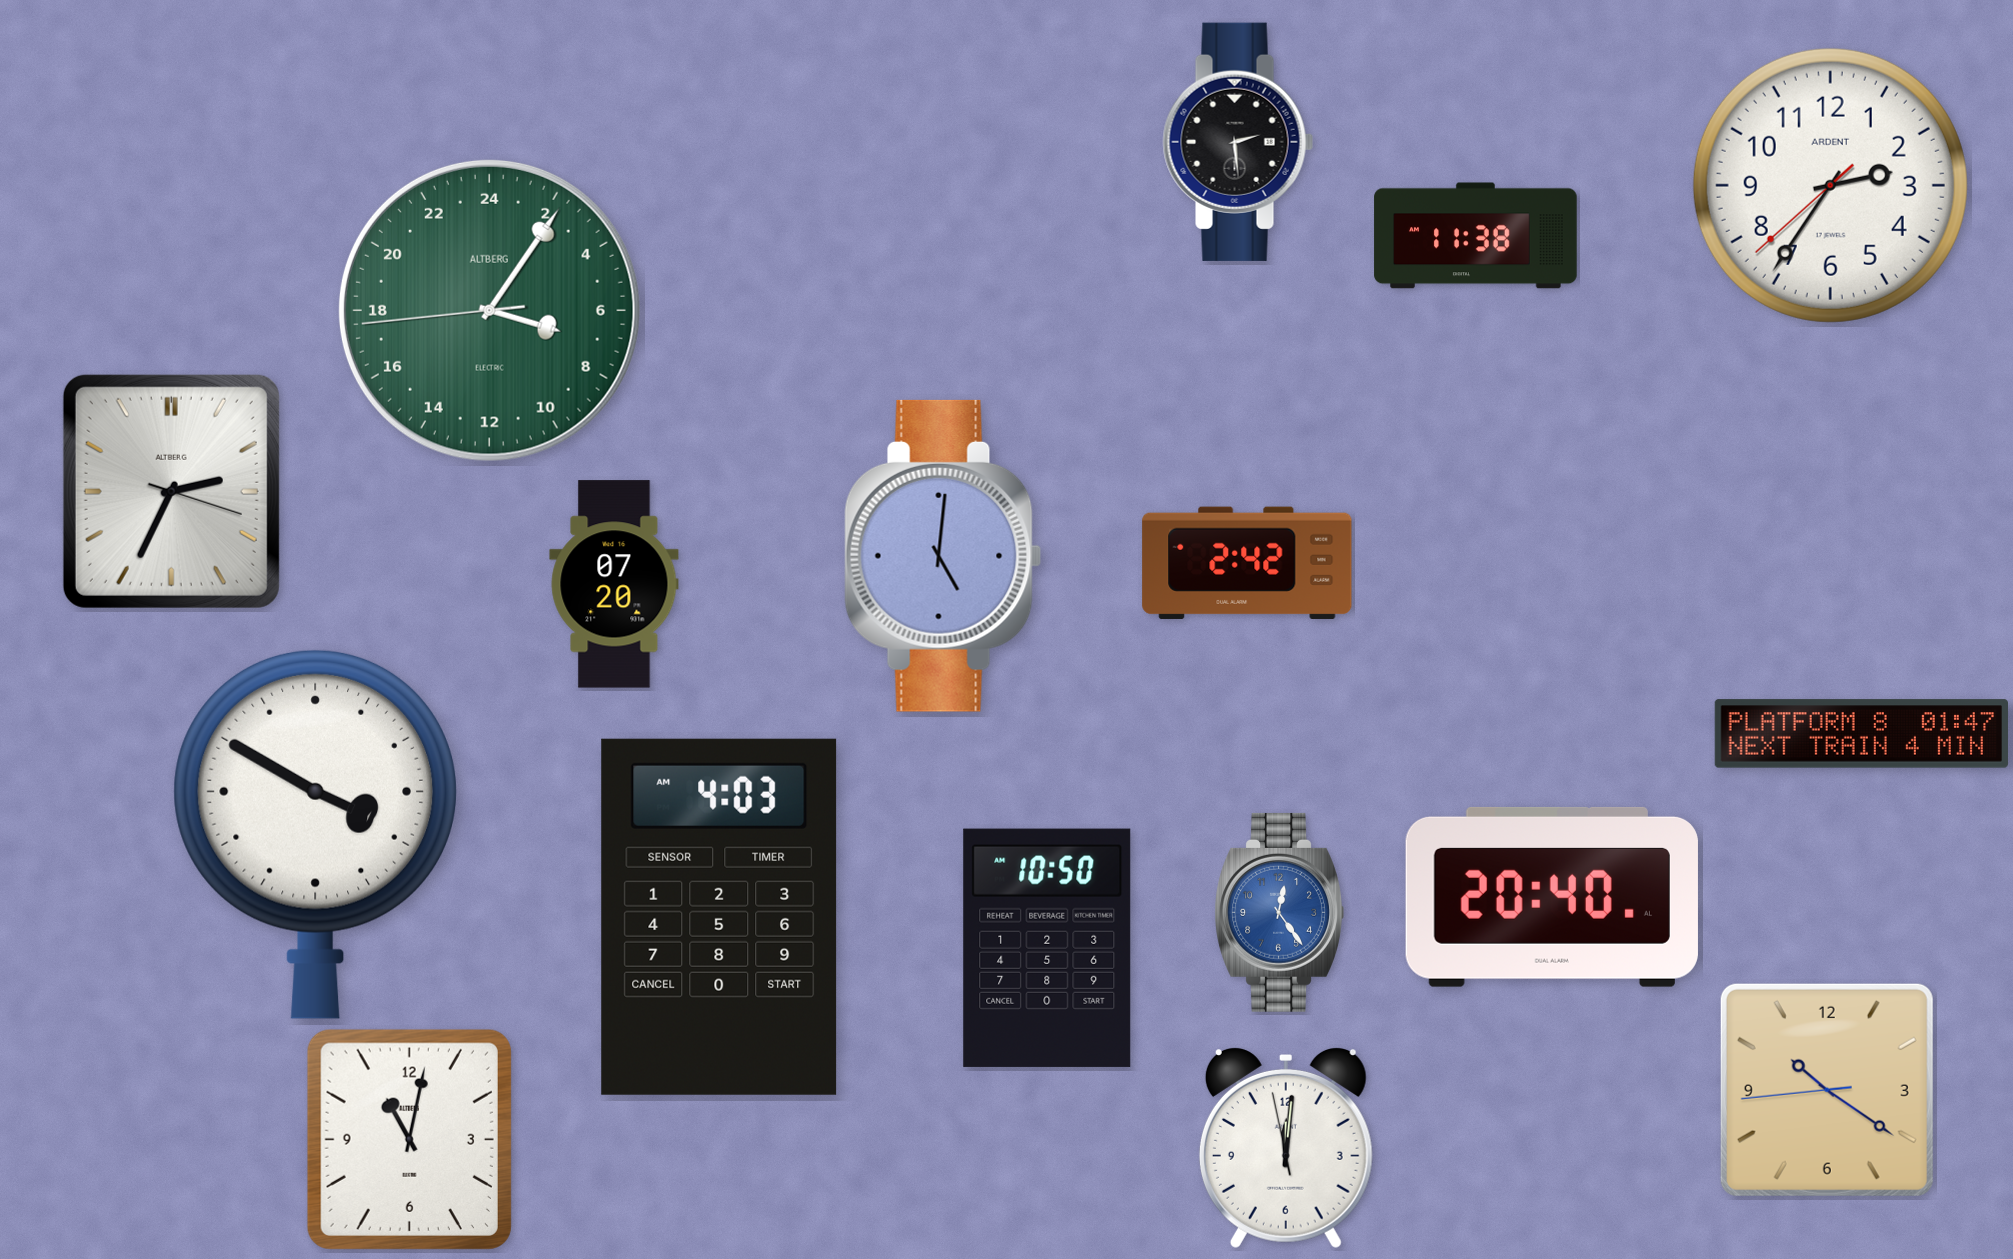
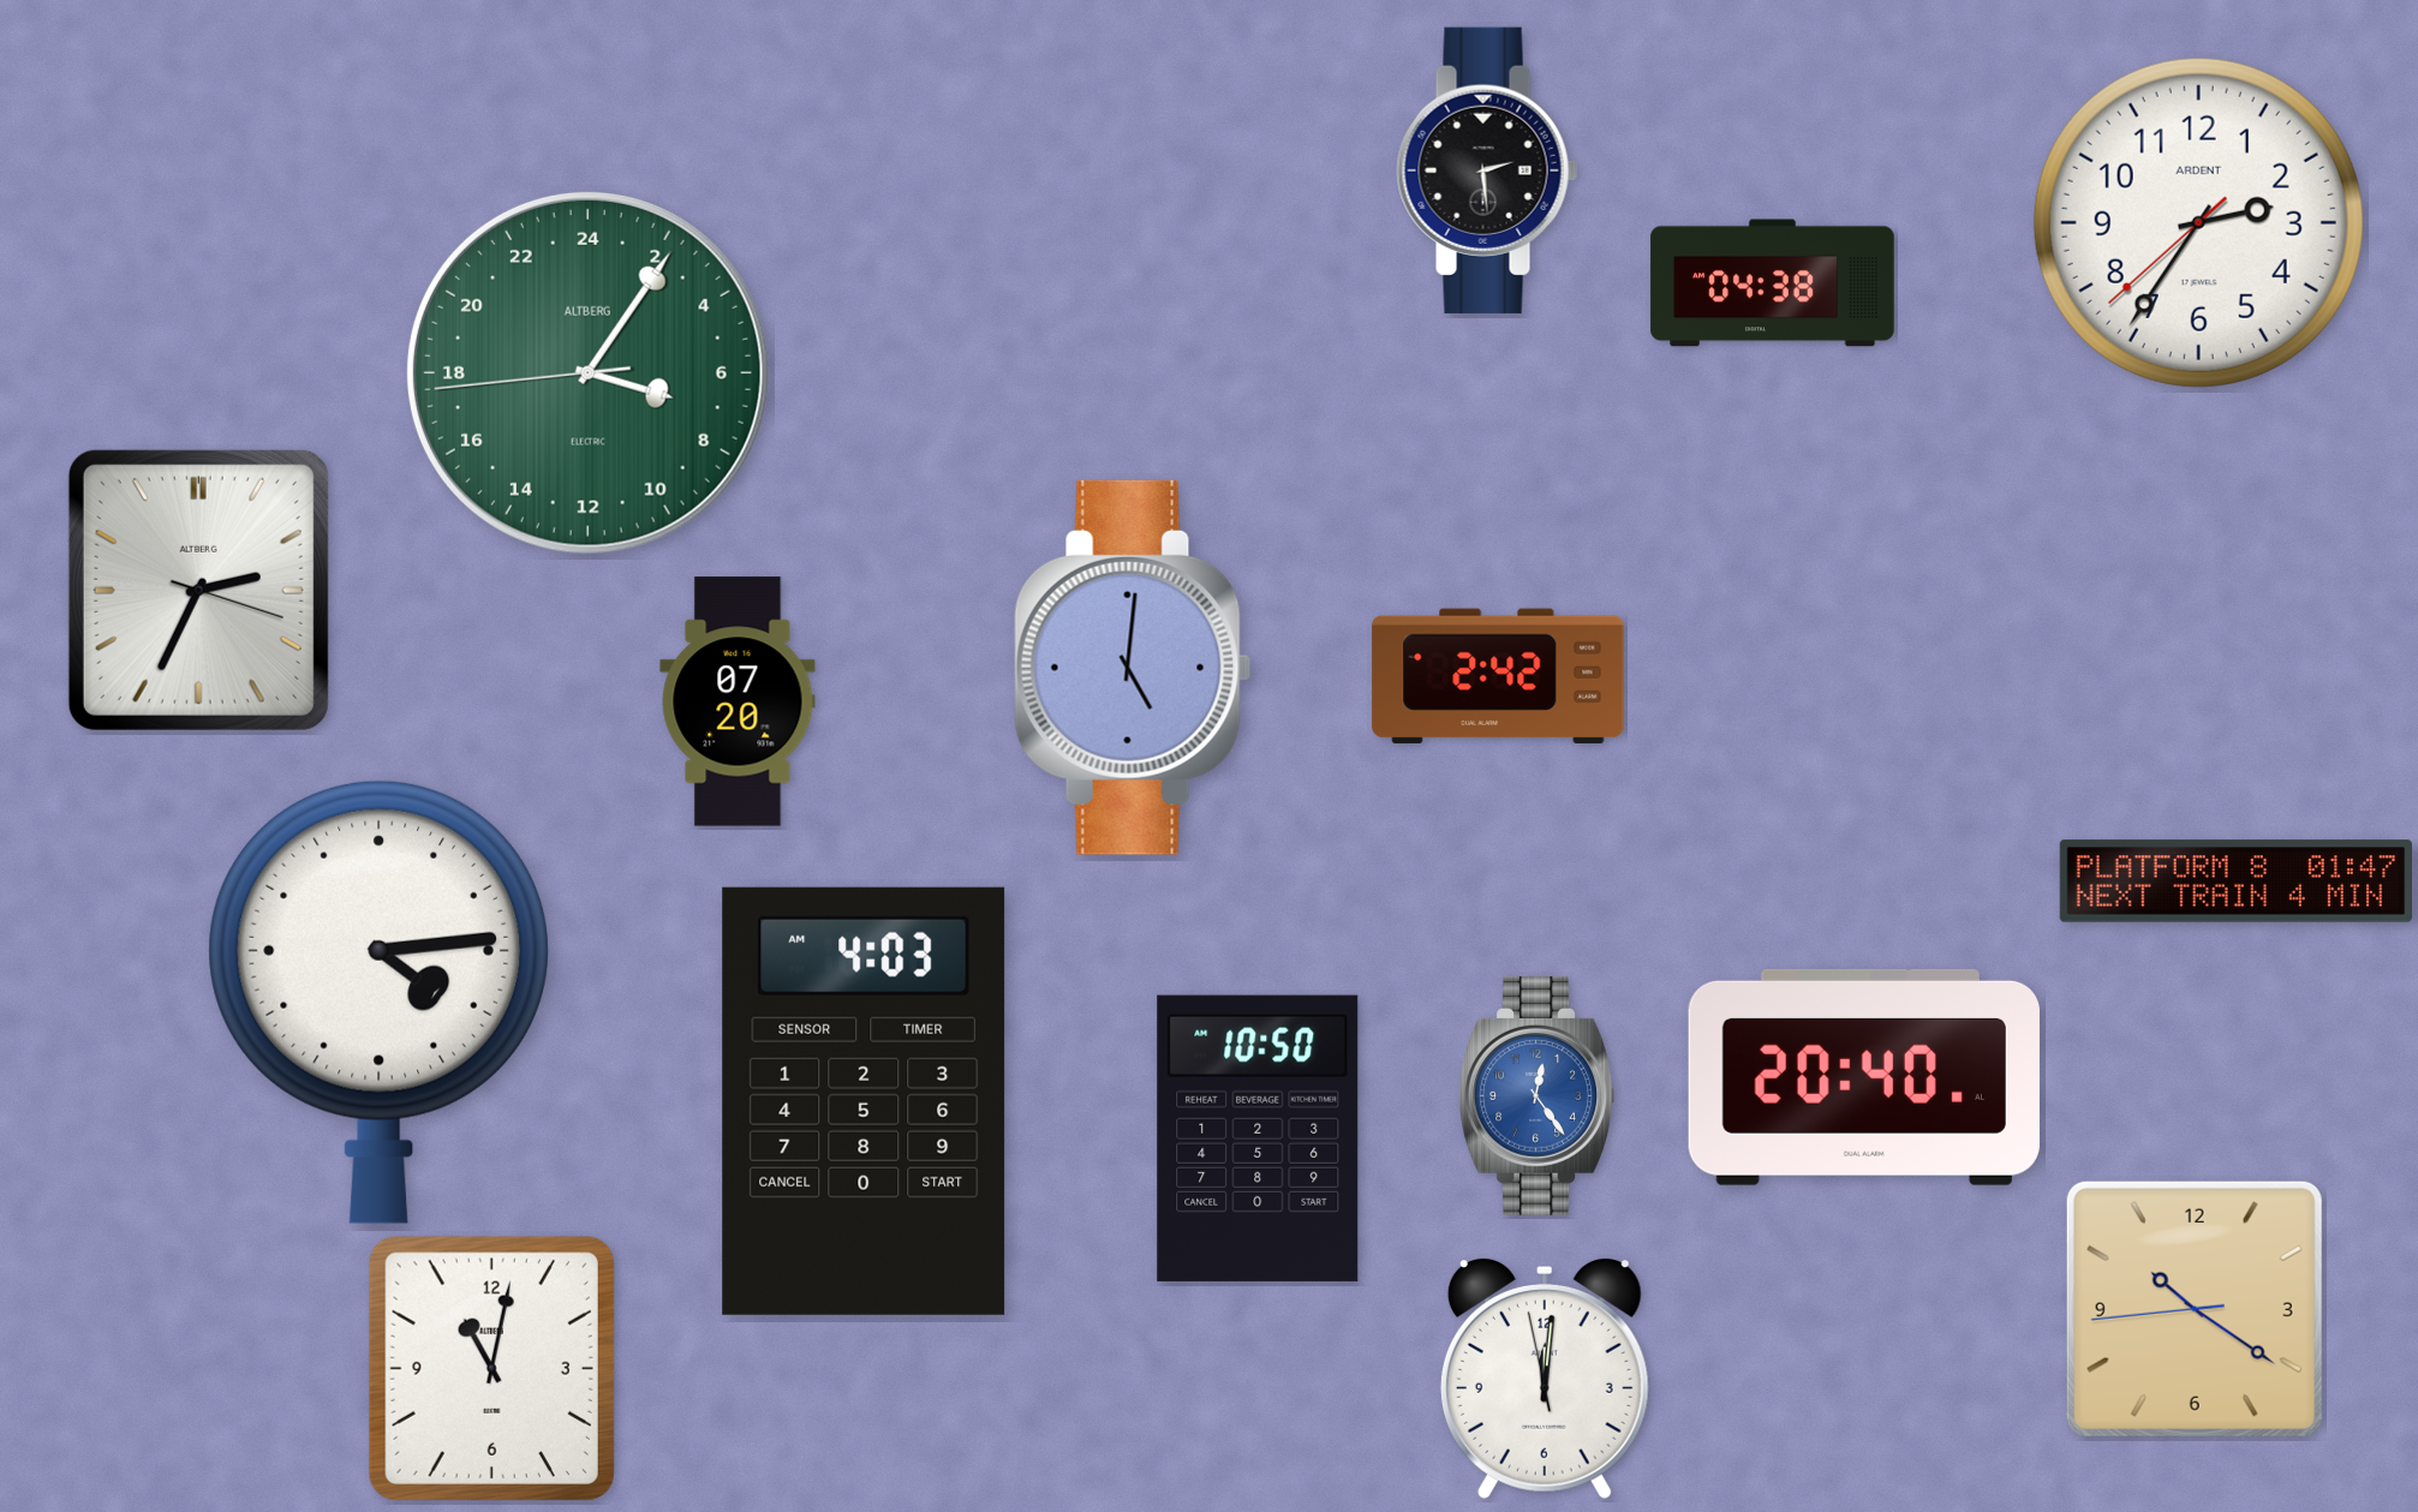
clock at (1476, 236): 11:38 -> 04:38
clock at (171, 491) position: (171, 491) -> (198, 590)
clock at (315, 834): 3:50 -> 4:14
